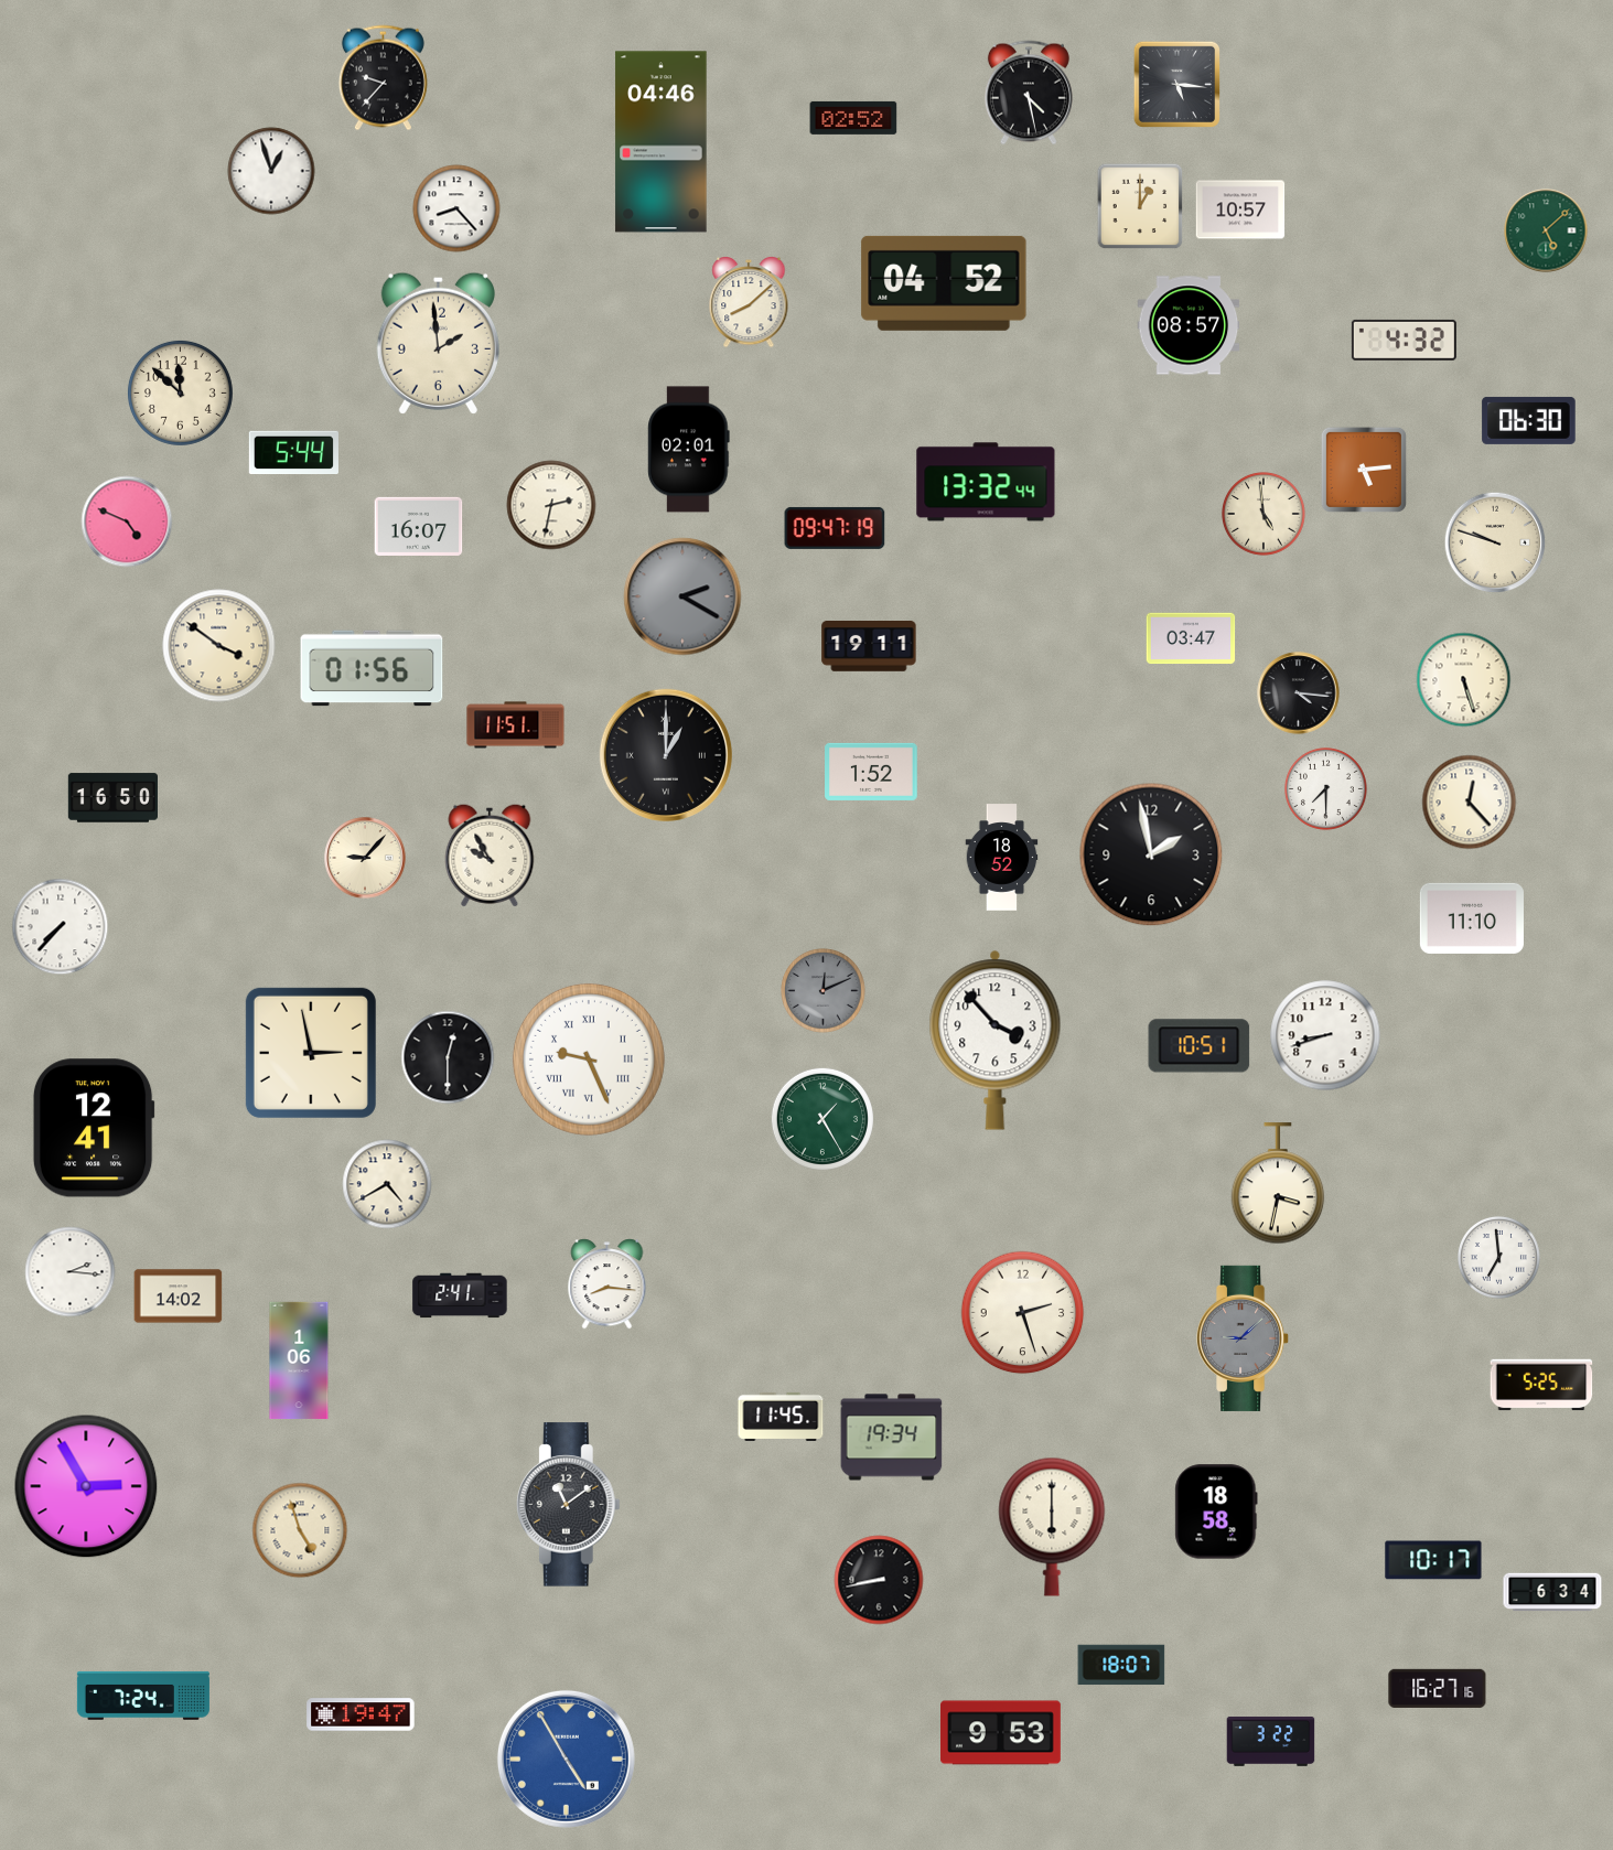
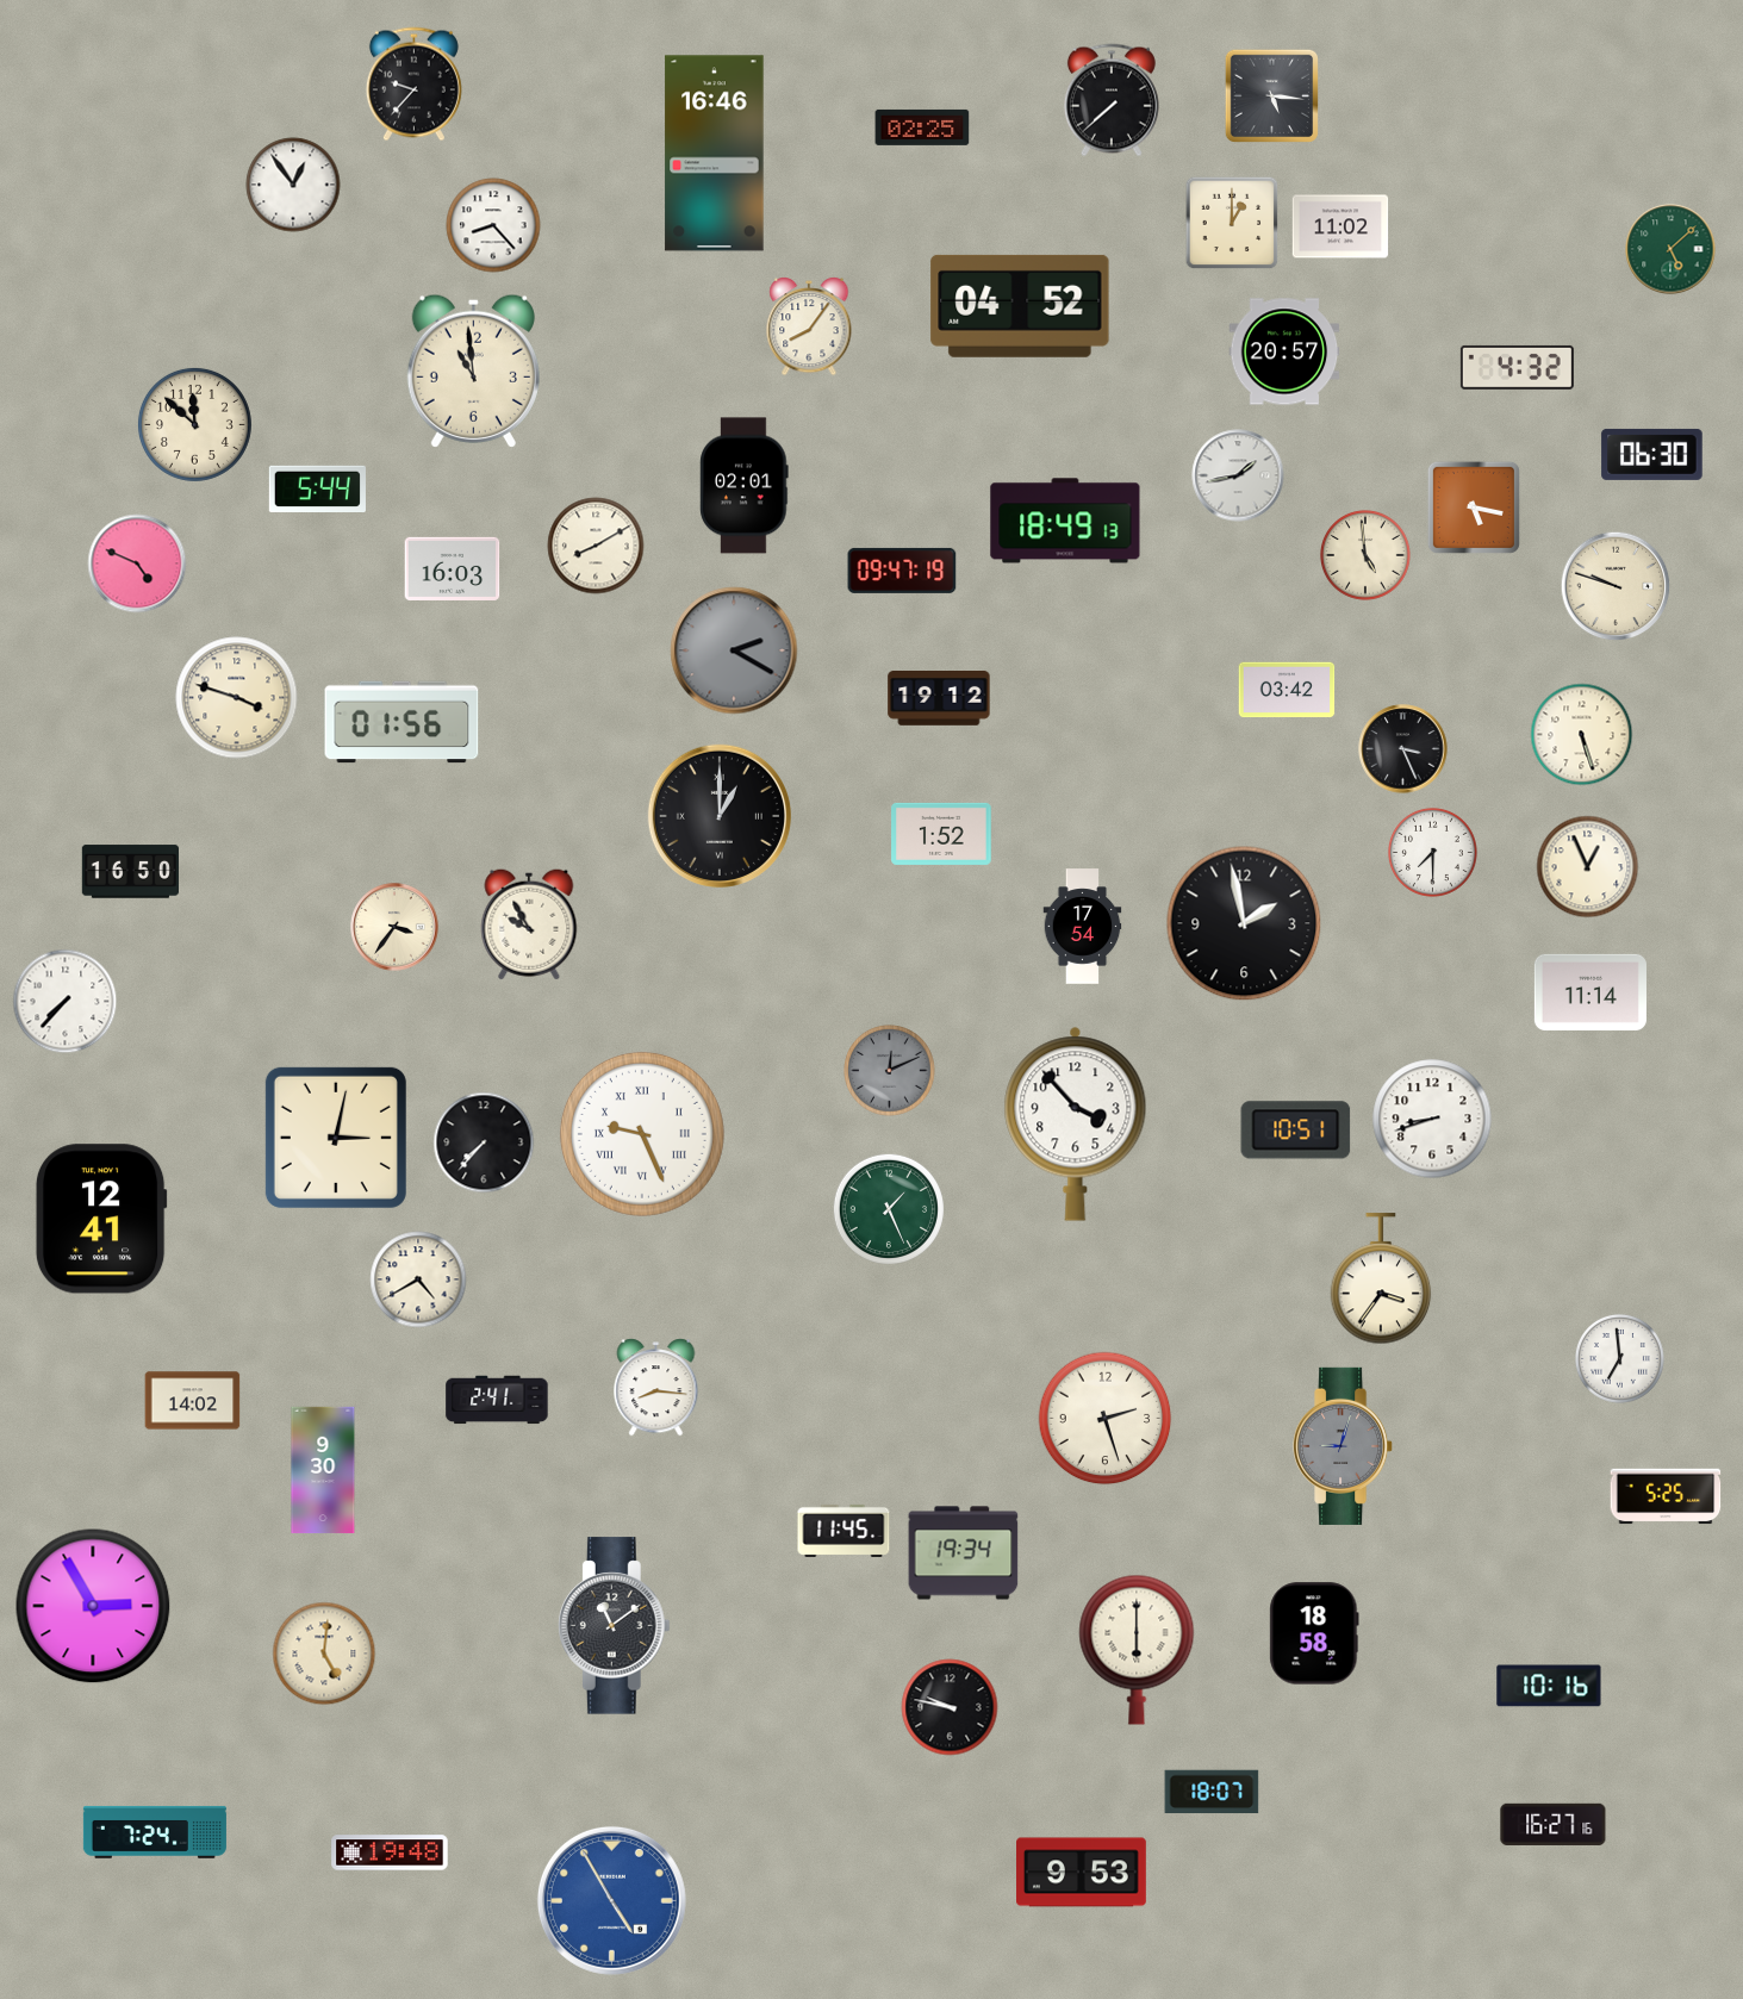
clock at (1176, 84) position: (1176, 84) -> (1271, 95)
clock at (1029, 93): 4:28 -> 7:38
clock at (853, 118): 02:52 -> 02:25
clock at (662, 142): 04:46 -> 16:46
clock at (271, 171): 12:57 -> 12:54
clock at (1240, 209): 10:57 -> 11:02
clock at (749, 303): 8:08 -> 8:06
clock at (1189, 325): 08:57 -> 20:57
clock at (438, 343): 1:59 -> 10:59
clock at (1238, 475): none -> 1:43
clock at (1364, 470): 5:14 -> 5:17
clock at (986, 482): 13:32 -> 18:49
clock at (551, 505): 2:32 -> 8:10
clock at (419, 526): 16:07 -> 16:03
clock at (682, 596) position: (682, 596) -> (734, 650)
clock at (1191, 638): 03:47 -> 03:42
clock at (219, 646): 3:51 -> 3:48
clock at (869, 647): 19:11 -> 19:12
clock at (1299, 693): 4:16 -> 3:26
clock at (516, 725): 11:51 -> none
clock at (112, 798) position: (112, 798) -> (130, 872)
clock at (1470, 803): 12:23 -> 12:56
clock at (365, 858): 9:07 -> 3:36
clock at (1002, 858): 18:52 -> 17:54
clock at (1472, 918): 11:10 -> 11:14
clock at (311, 1053): 2:58 -> 3:02
clock at (448, 1057): 12:30 -> 7:37
clock at (589, 1060) position: (589, 1060) -> (642, 1134)
clock at (822, 1119): 1:25 -> 1:26
clock at (1278, 1184): 3:32 -> 3:36
clock at (71, 1272): 2:16 -> none
clock at (1244, 1338): 9:08 -> 9:03
clock at (299, 1360): 1:06 -> 9:30
clock at (300, 1530): 4:57 -> 5:01
clock at (1433, 1560): 10:17 -> 10:16
clock at (879, 1580): 8:43 -> 9:47
clock at (1552, 1592): 6:34 -> none
clock at (1121, 1665) position: (1121, 1665) -> (1212, 1792)
clock at (361, 1714): 19:47 -> 19:48
clock at (1271, 1742): 3:22 -> none
